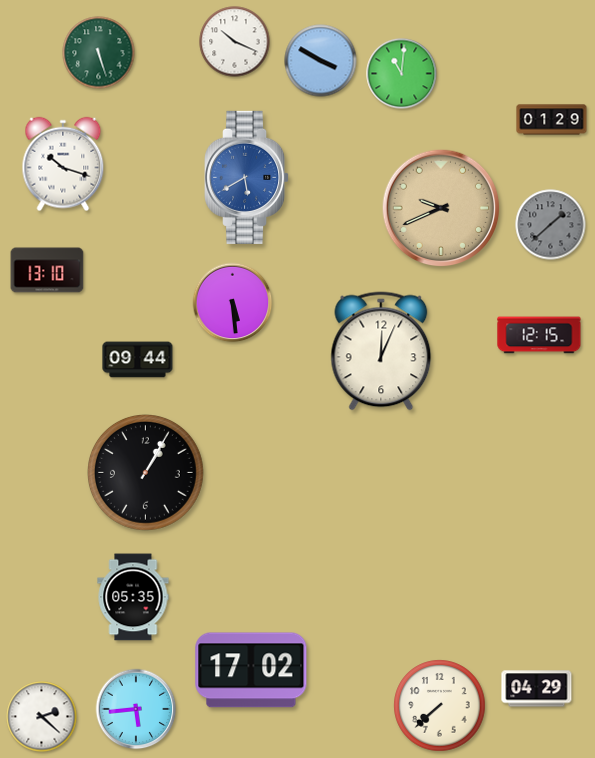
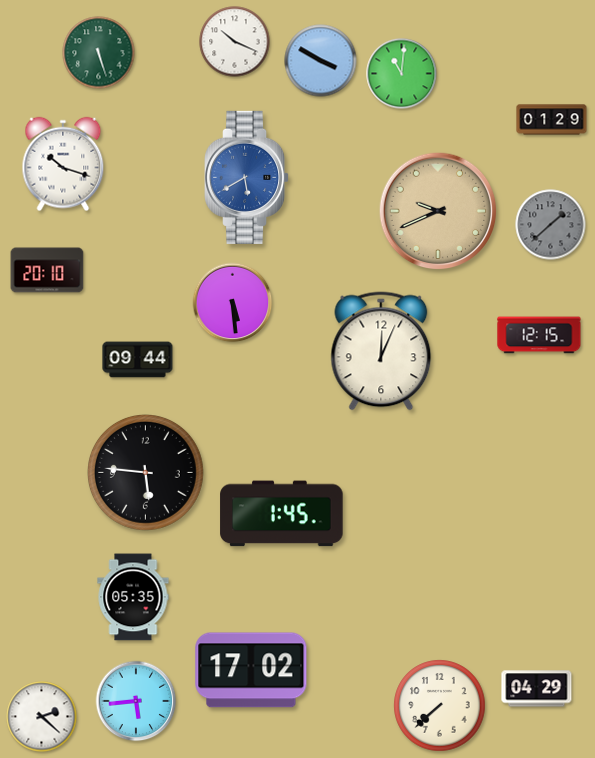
clock at (441, 208) position: (441, 208) -> (438, 211)
clock at (47, 270): 13:10 -> 20:10
clock at (146, 473): 1:05 -> 5:46
clock at (282, 514): none -> 1:45
clock at (136, 709) position: (136, 709) -> (136, 701)
